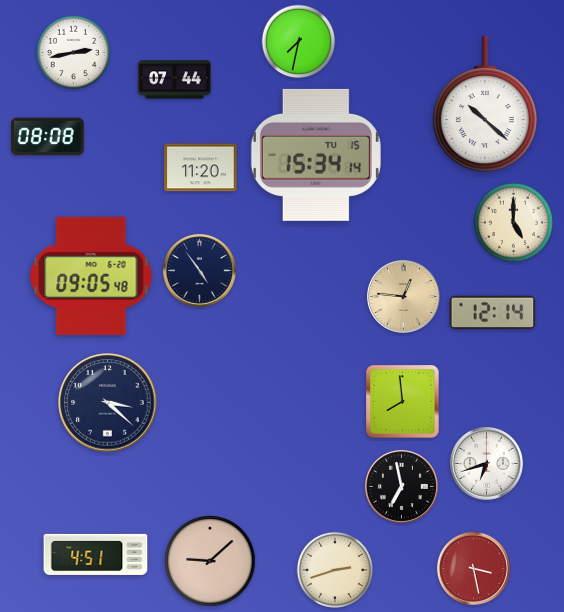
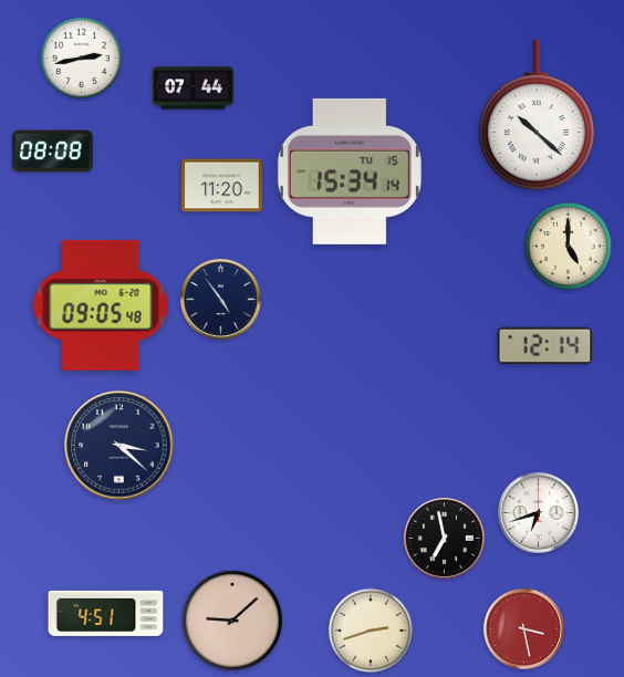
clock at (299, 42): 7:32 -> none
clock at (403, 296): 12:46 -> none
clock at (403, 402): 7:59 -> none
